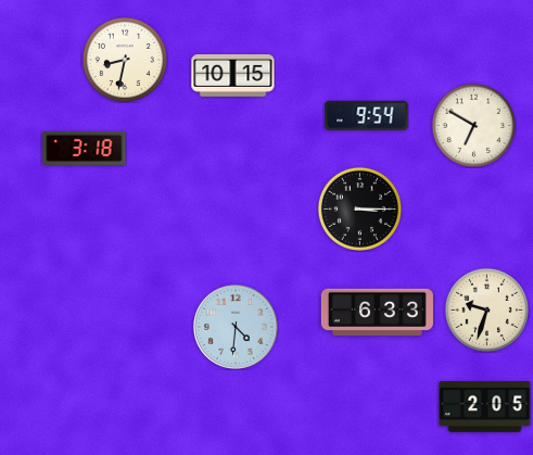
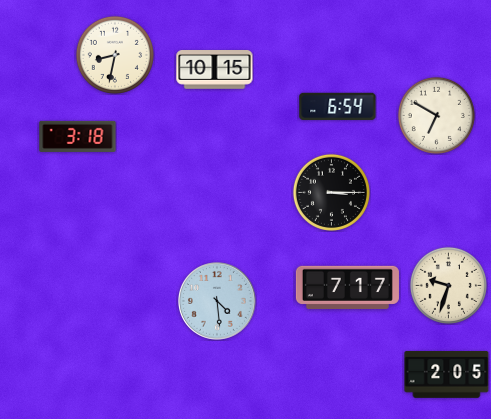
clock at (367, 115): 9:54 -> 6:54
clock at (377, 312): 6:33 -> 7:17
clock at (237, 328): 4:31 -> 4:29
